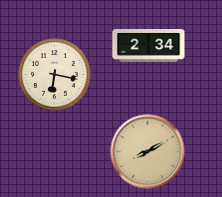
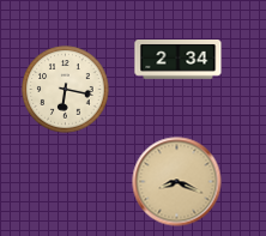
clock at (149, 46) position: (149, 46) -> (179, 60)
clock at (148, 152): 8:10 -> 8:19
